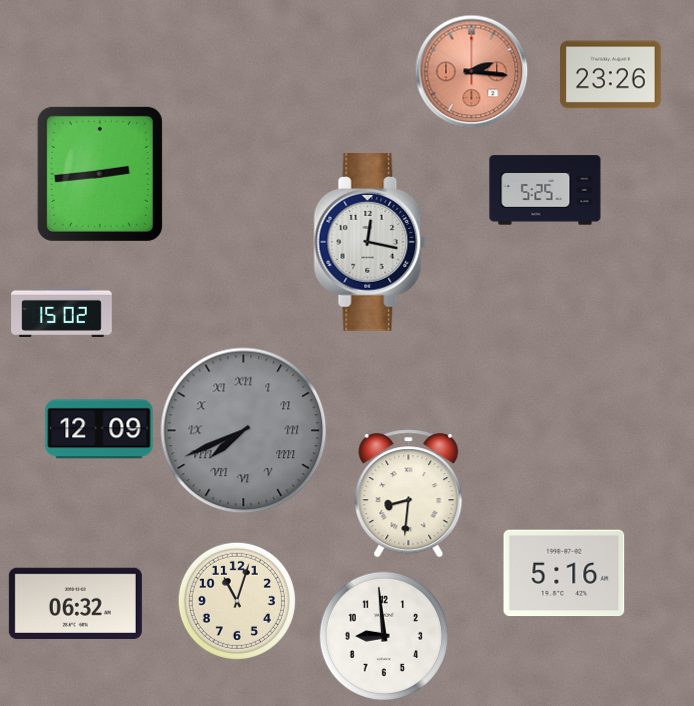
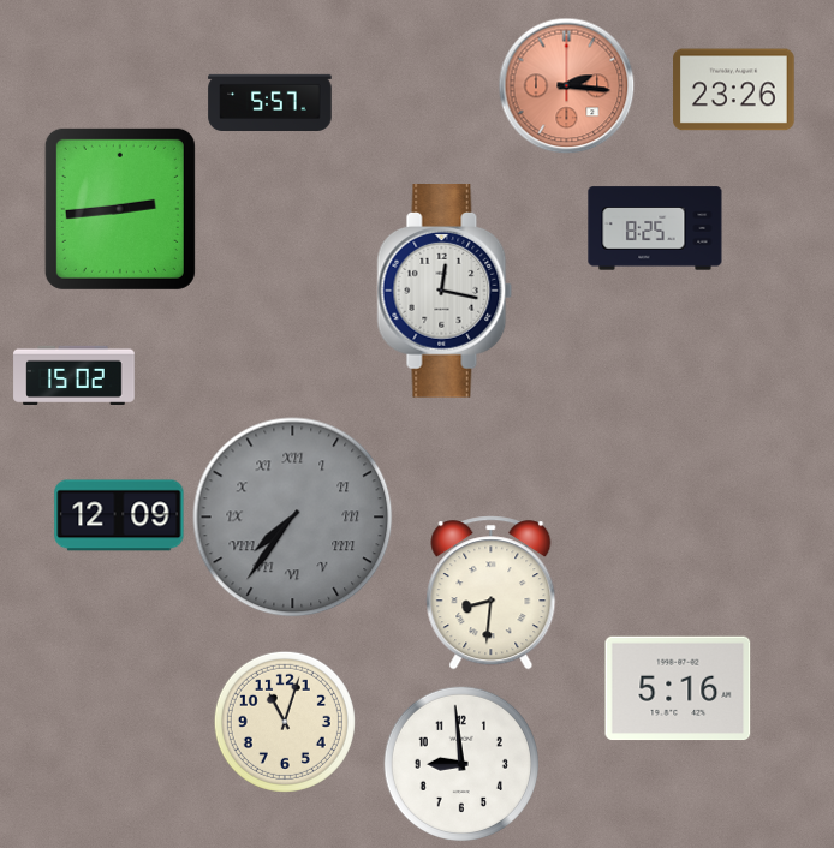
clock at (270, 102): none -> 5:57
clock at (545, 190): 5:25 -> 8:25
clock at (244, 431): 7:41 -> 7:36
clock at (75, 603): 06:32 -> none
